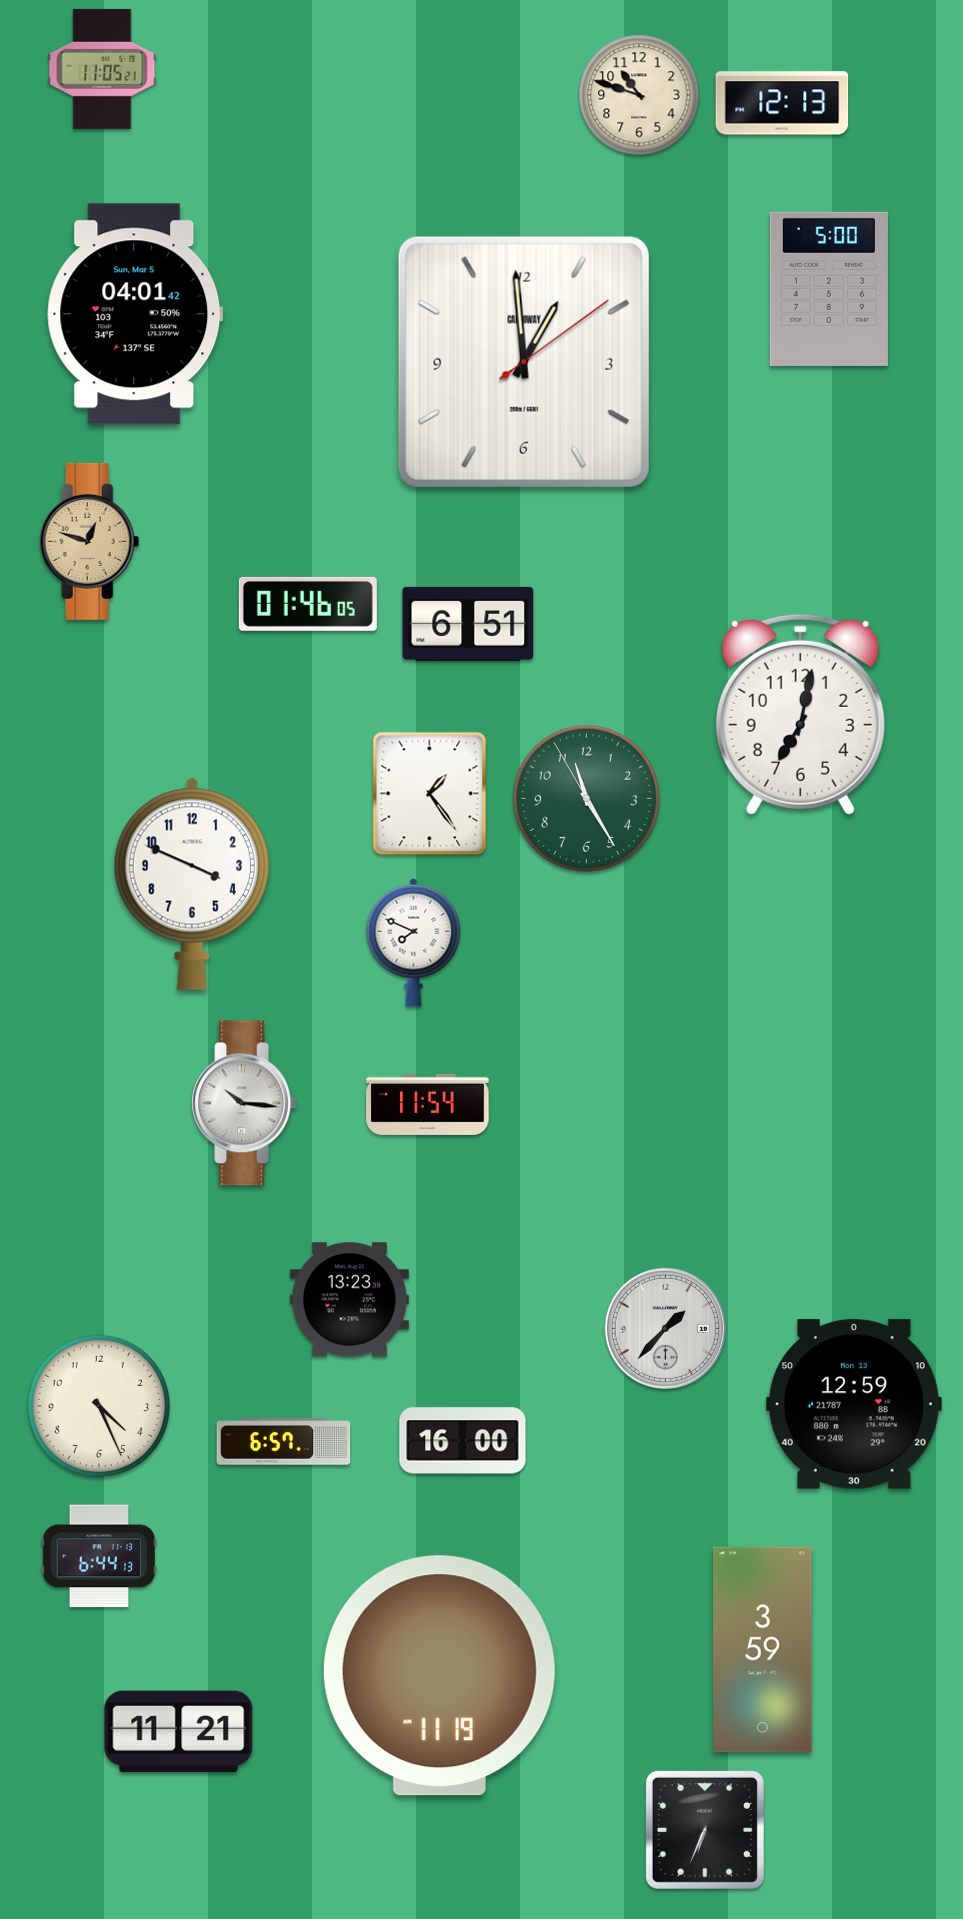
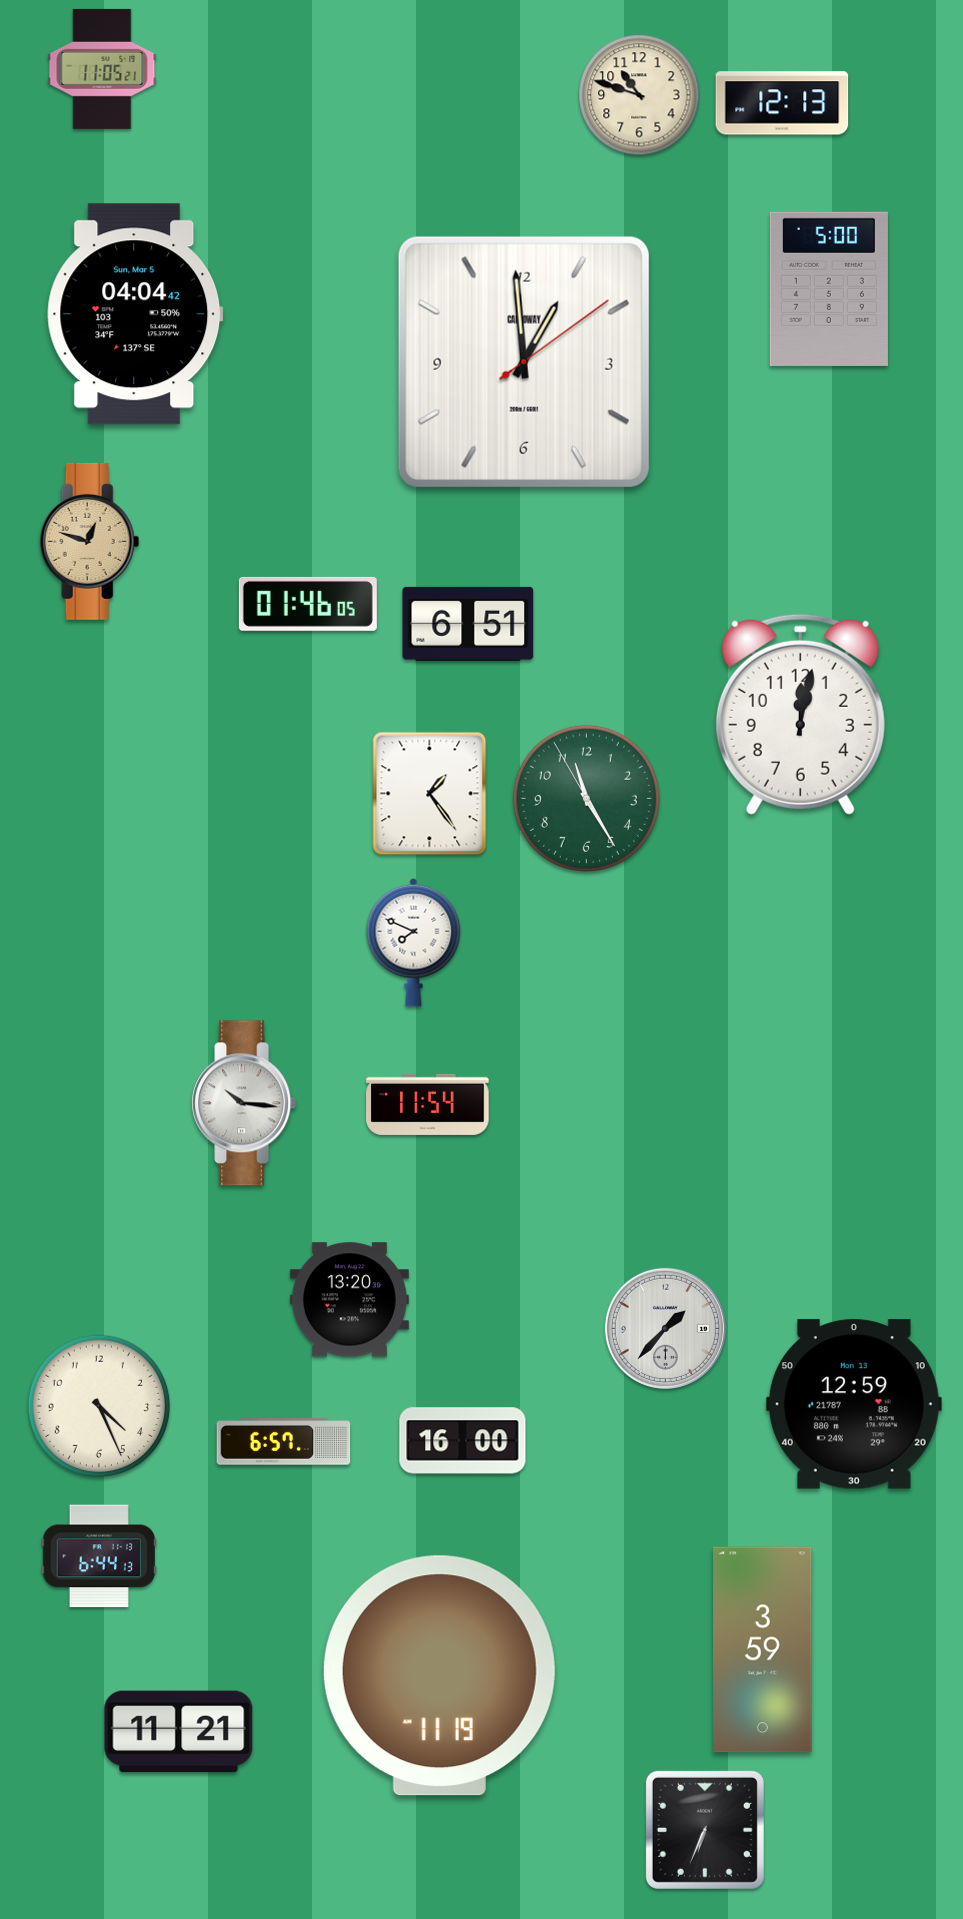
clock at (135, 314): 04:01 -> 04:04
clock at (800, 714): 7:02 -> 12:02
clock at (192, 884): 3:49 -> none
clock at (349, 1300): 13:23 -> 13:20
